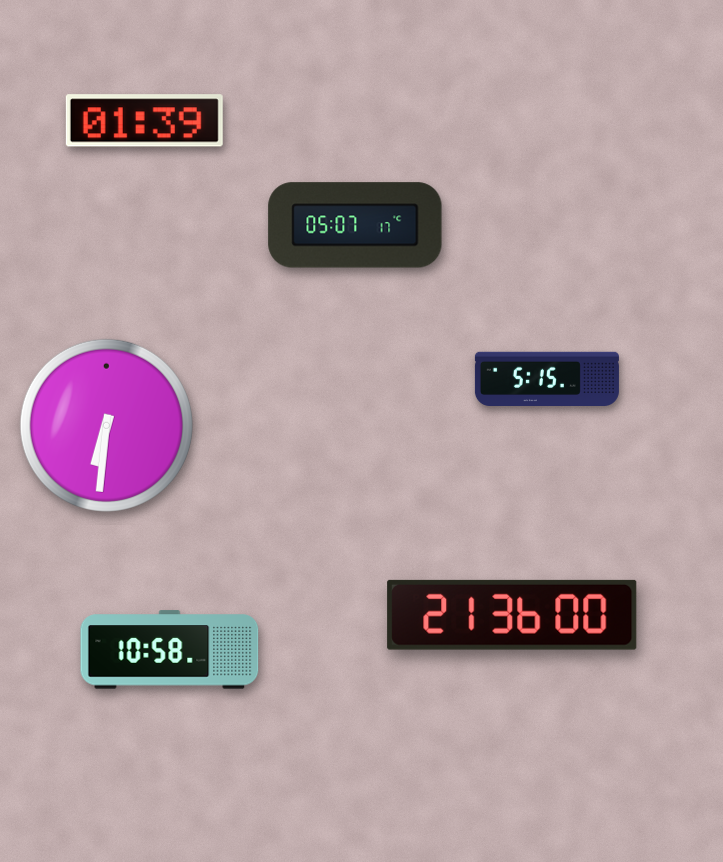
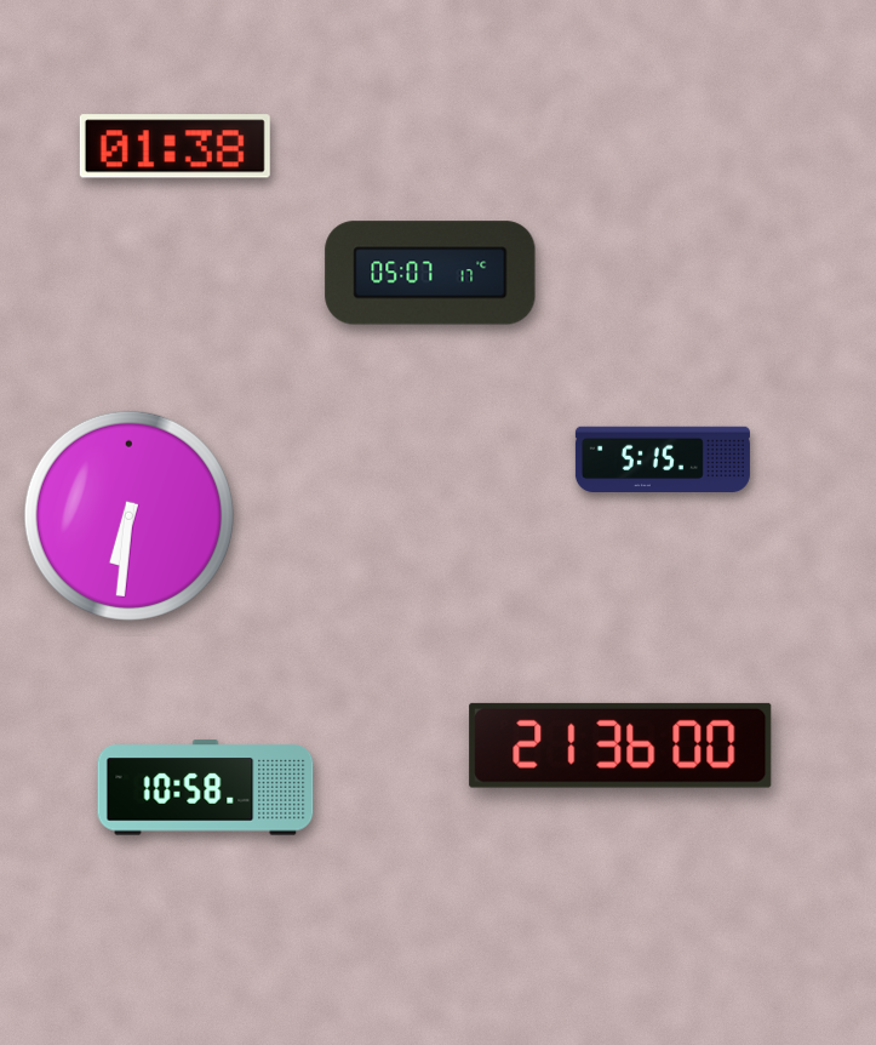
clock at (144, 121): 01:39 -> 01:38
